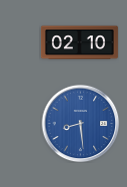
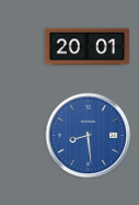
clock at (79, 43): 02:10 -> 20:01
